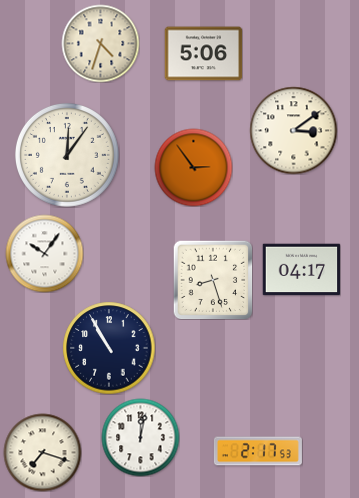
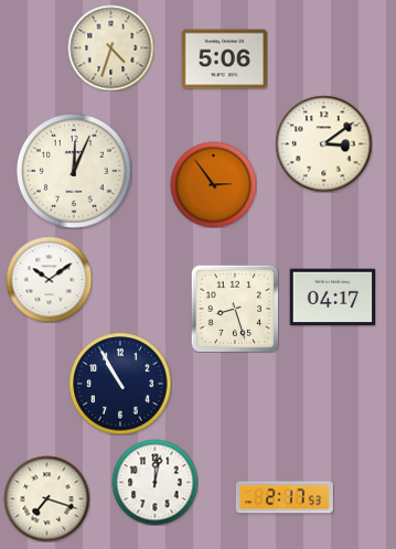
clock at (67, 155): 12:06 -> 12:04
clock at (44, 253): 10:06 -> 10:09
